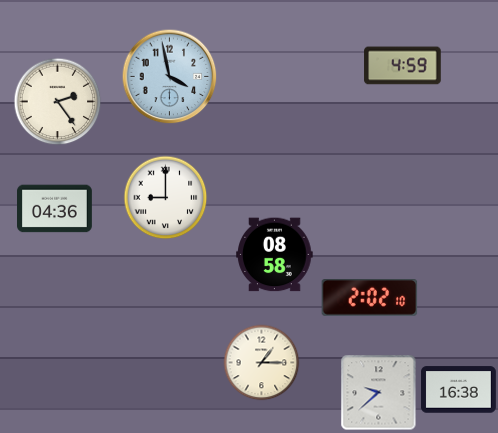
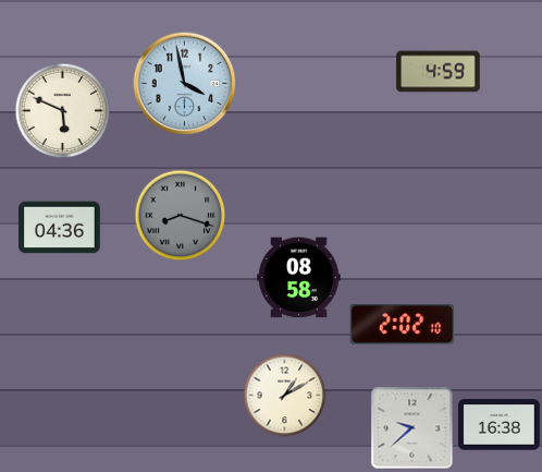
clock at (58, 102): 2:24 -> 5:49
clock at (166, 198): 9:00 -> 8:18
clock at (166, 198) dial: white -> grey
clock at (262, 363): 1:15 -> 1:10
